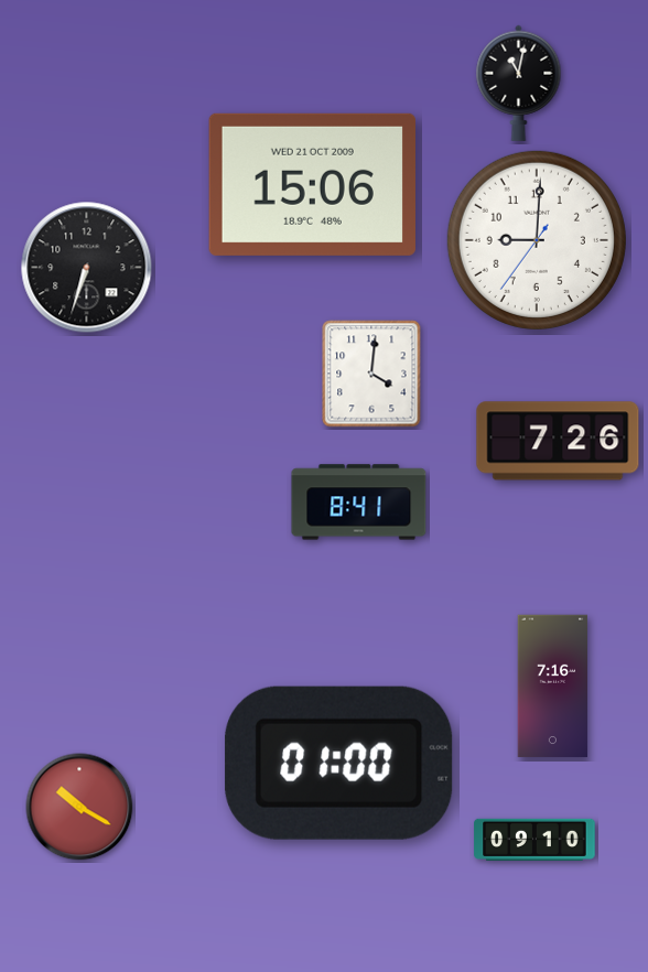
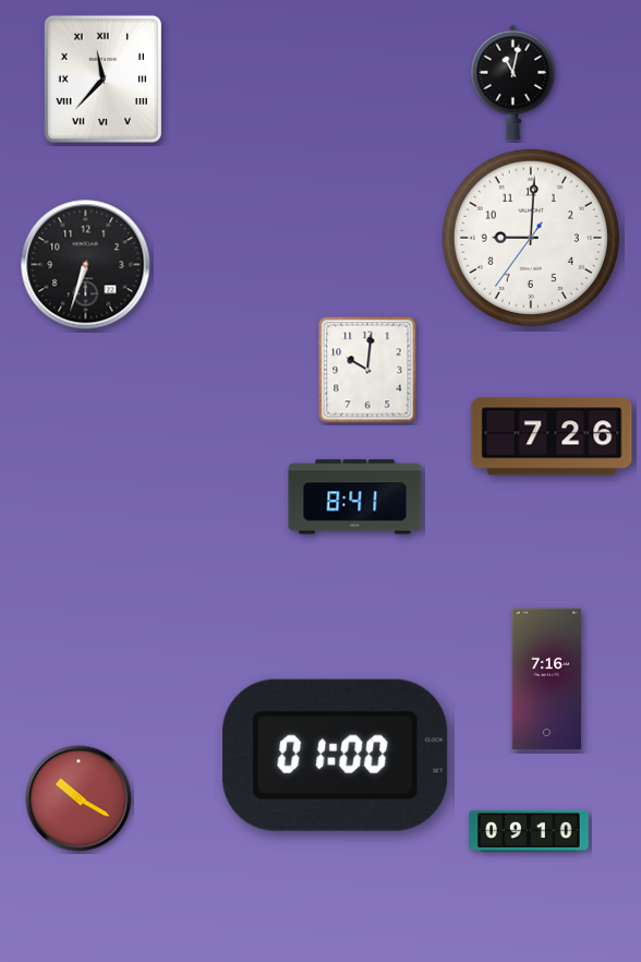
clock at (102, 79): none -> 11:37
clock at (312, 184): 15:06 -> none
clock at (371, 374): 4:01 -> 10:01
